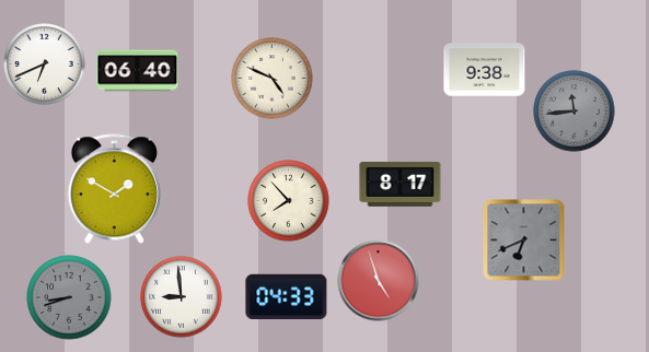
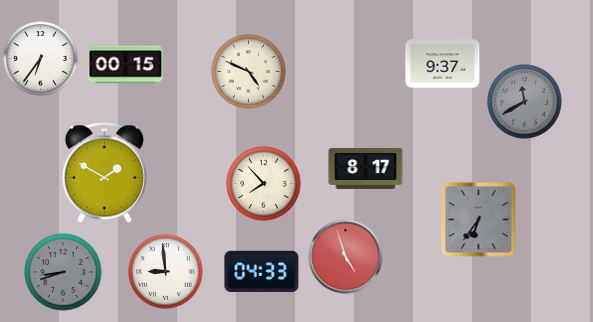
clock at (45, 64): 6:41 -> 6:36
clock at (485, 70): 9:38 -> 9:37
clock at (138, 71): 06:40 -> 00:15
clock at (575, 112): 11:44 -> 11:40
clock at (524, 240): 6:41 -> 6:36
